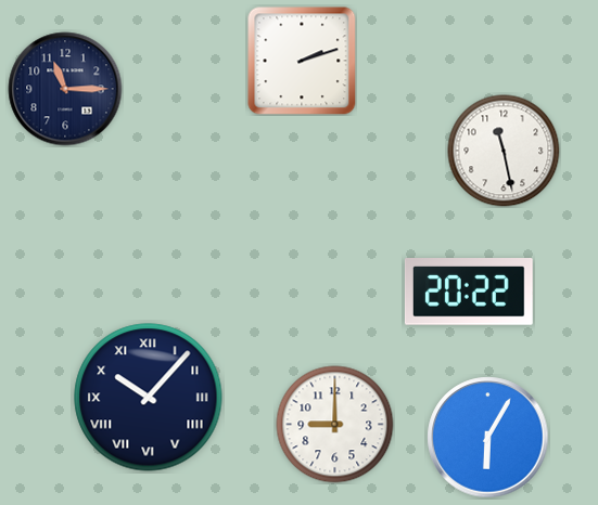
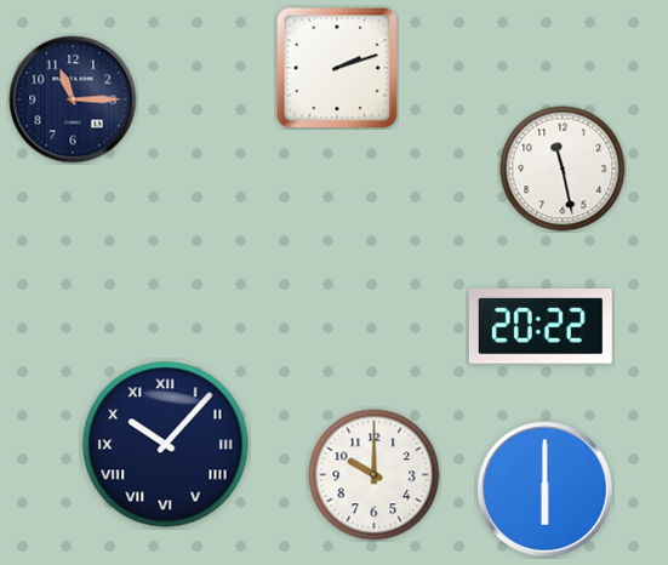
clock at (469, 293) position: (469, 293) -> (541, 327)
clock at (335, 425): 9:00 -> 10:00
clock at (488, 438): 6:05 -> 6:00
